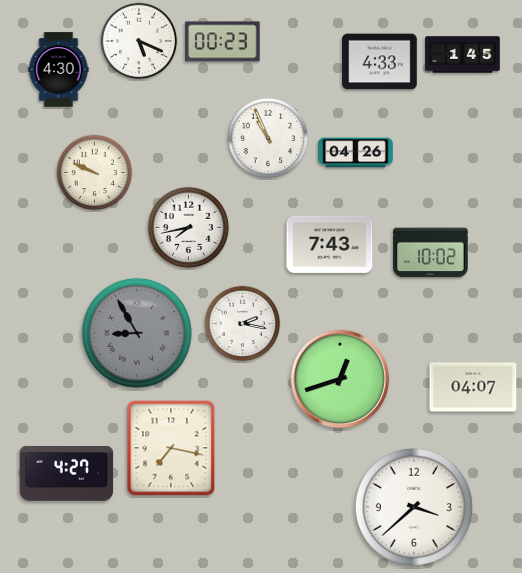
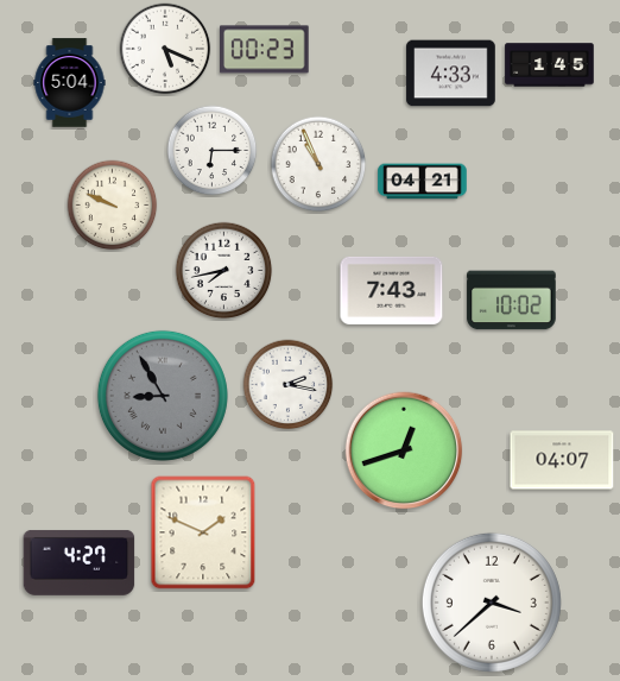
clock at (59, 70): 4:30 -> 5:04
clock at (213, 151): none -> 6:15
clock at (356, 153): 04:26 -> 04:21
clock at (171, 448): 7:17 -> 1:49
